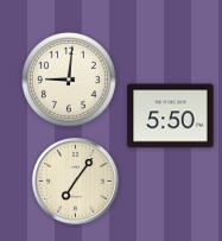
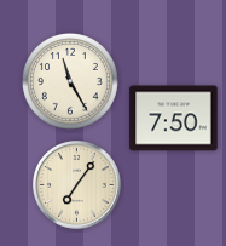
clock at (69, 80): 9:01 -> 11:25
clock at (171, 116): 5:50 -> 7:50
